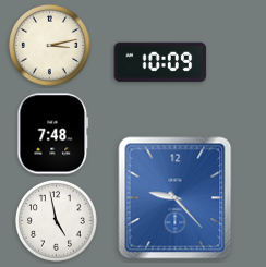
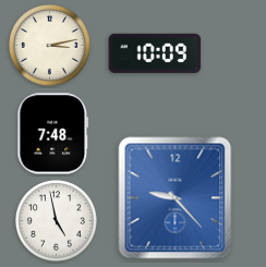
clock at (160, 62) position: (160, 62) -> (155, 53)
